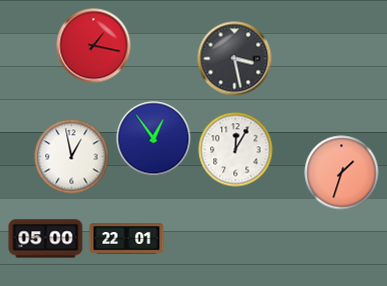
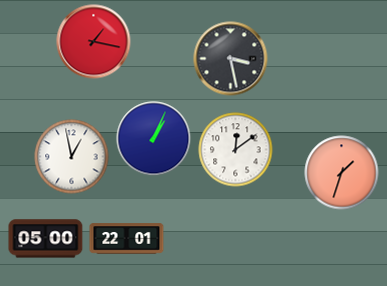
clock at (94, 46) position: (94, 46) -> (94, 42)
clock at (235, 59) position: (235, 59) -> (231, 59)
clock at (154, 139): 12:54 -> 1:04
clock at (236, 150): 12:05 -> 12:09
